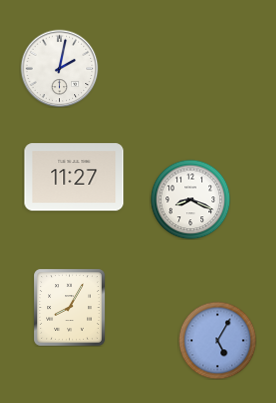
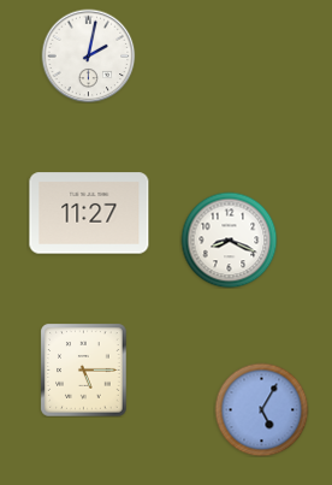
clock at (59, 68) position: (59, 68) -> (88, 55)
clock at (70, 307): 8:05 -> 5:15
